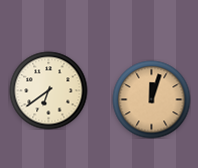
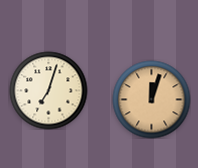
clock at (48, 90): 6:39 -> 7:03
